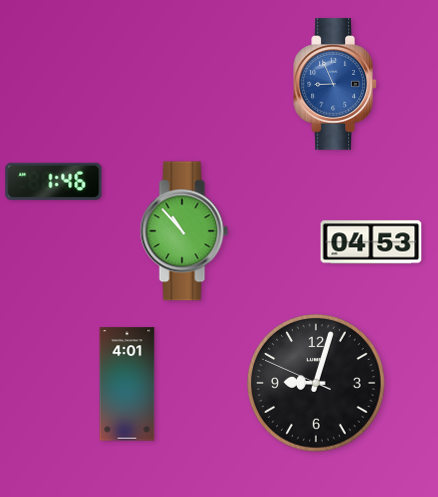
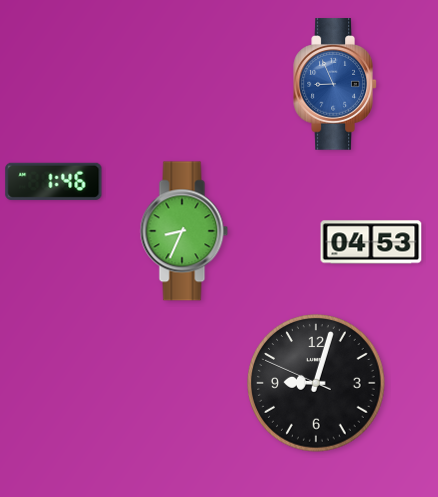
clock at (184, 231): 10:53 -> 8:34
clock at (127, 384): 4:01 -> none
